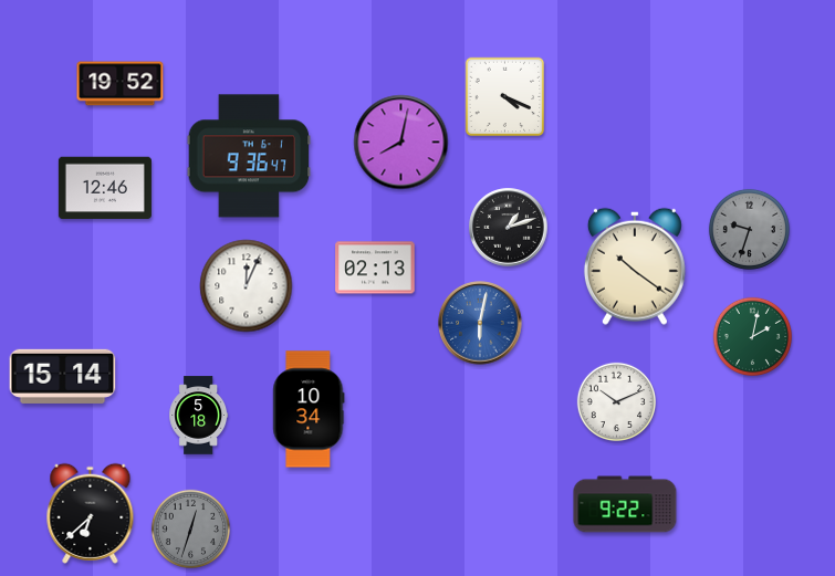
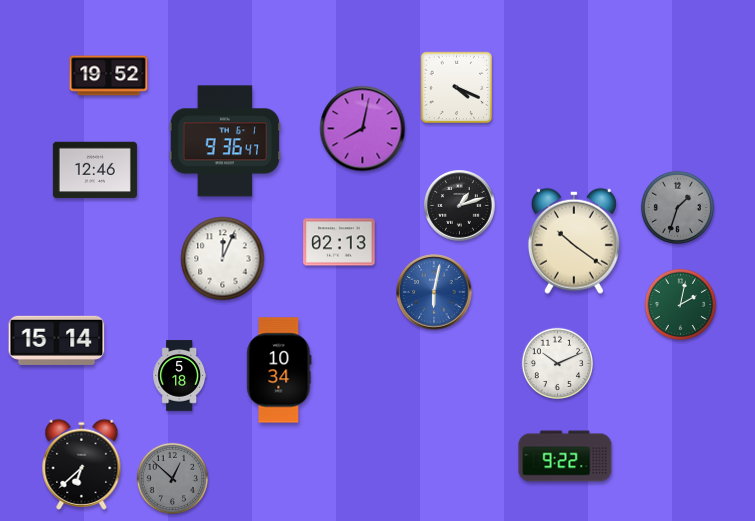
clock at (749, 229): 9:33 -> 1:33
clock at (190, 528): 12:33 -> 12:52
